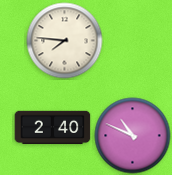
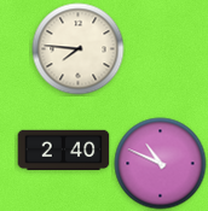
clock at (53, 128) position: (53, 128) -> (64, 151)
